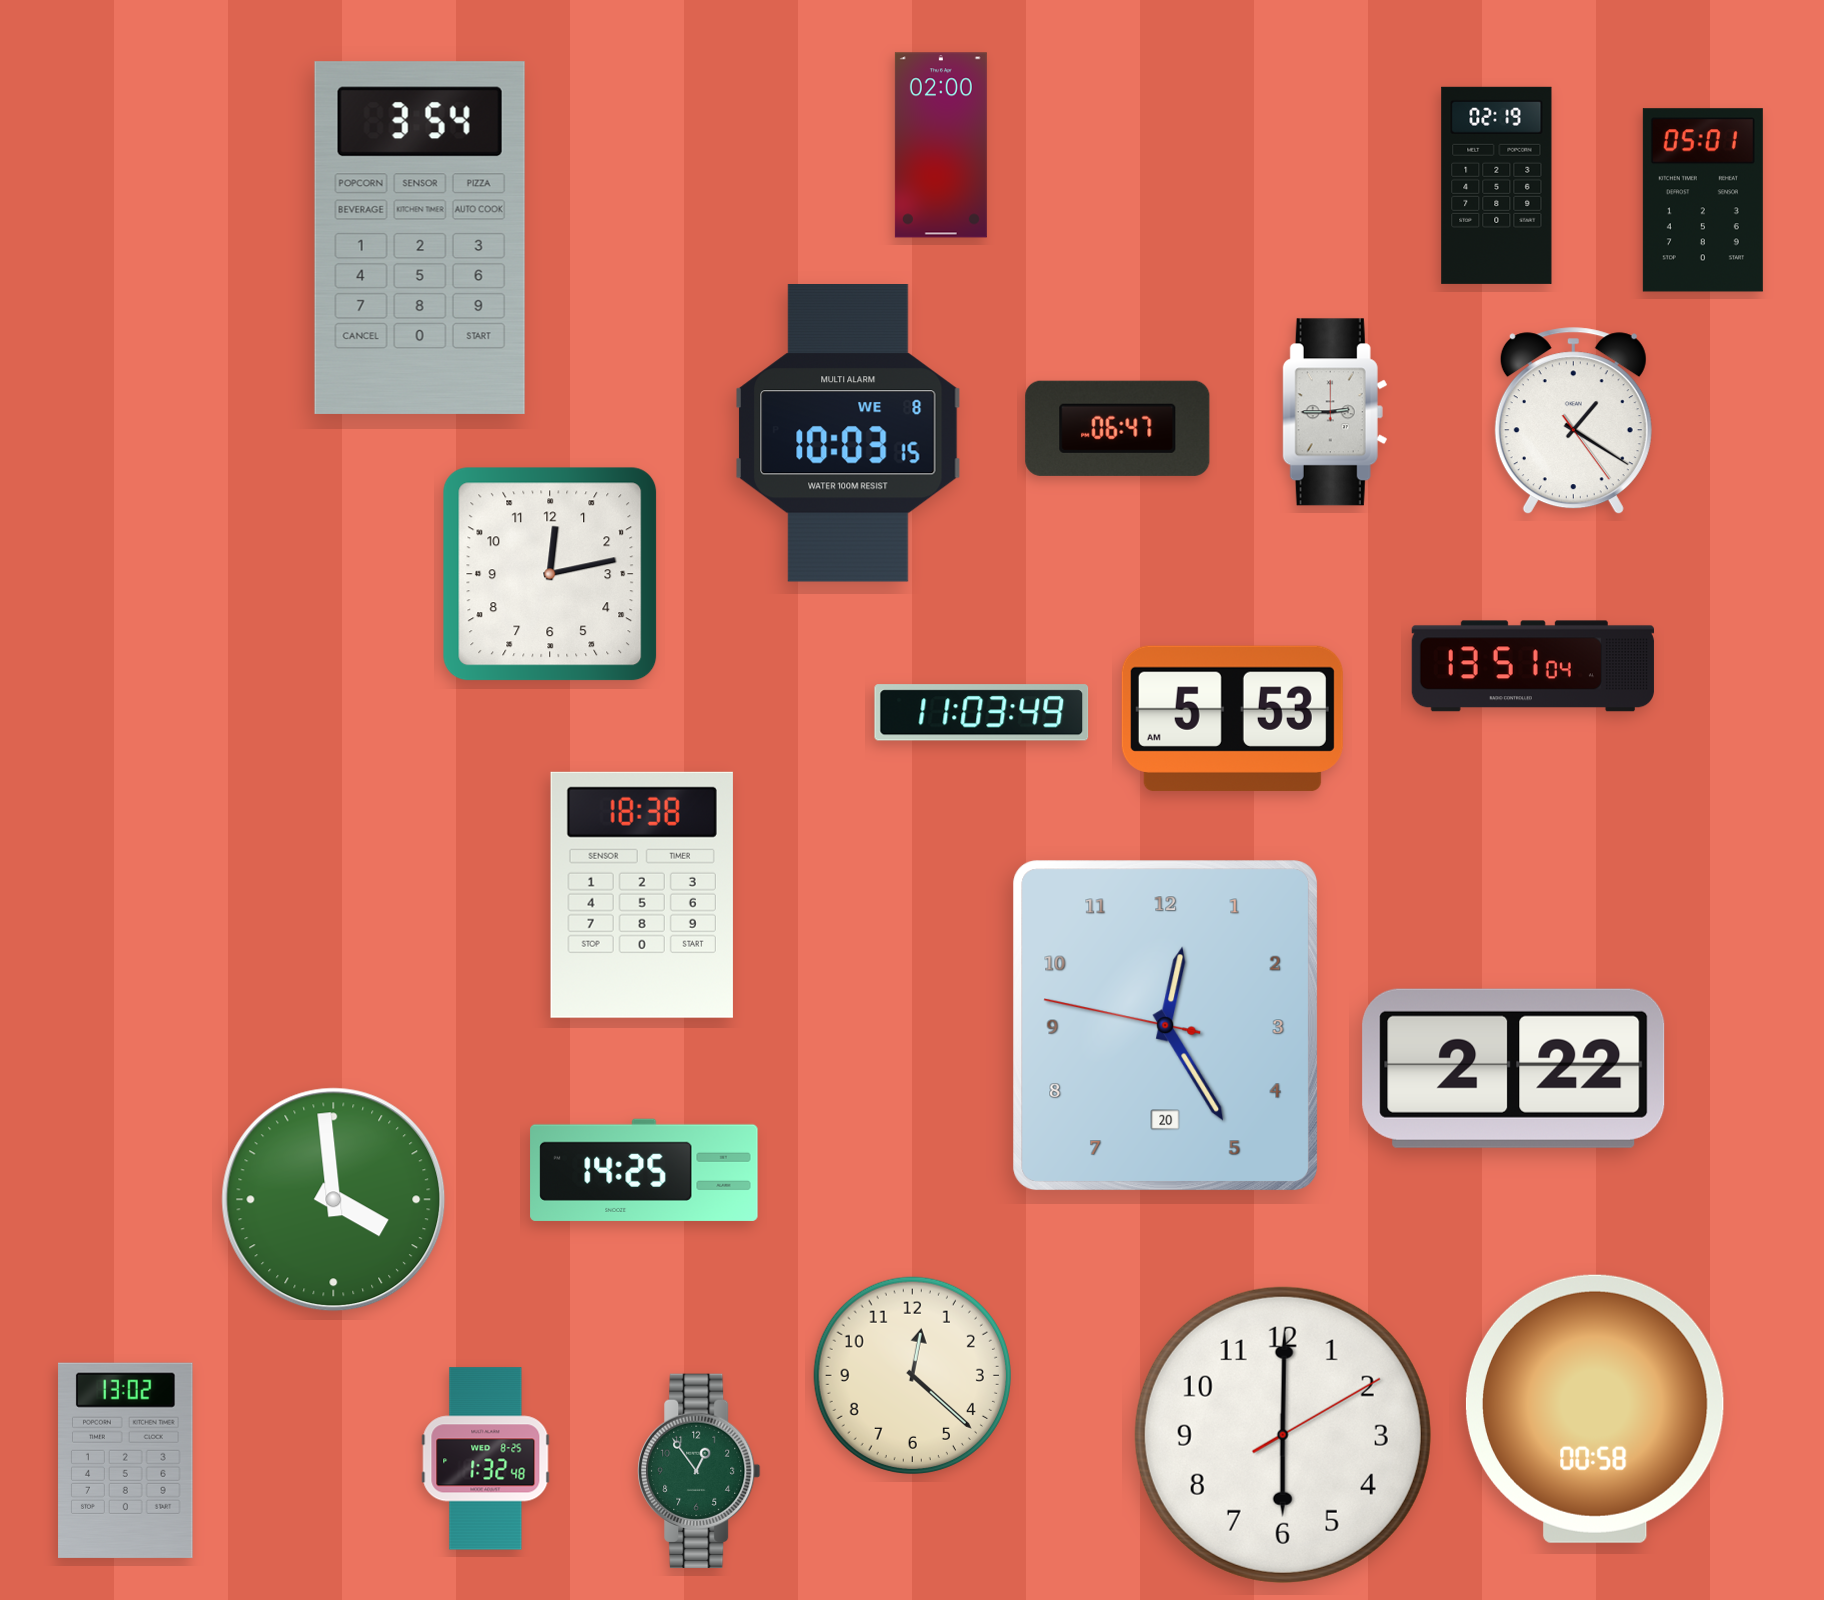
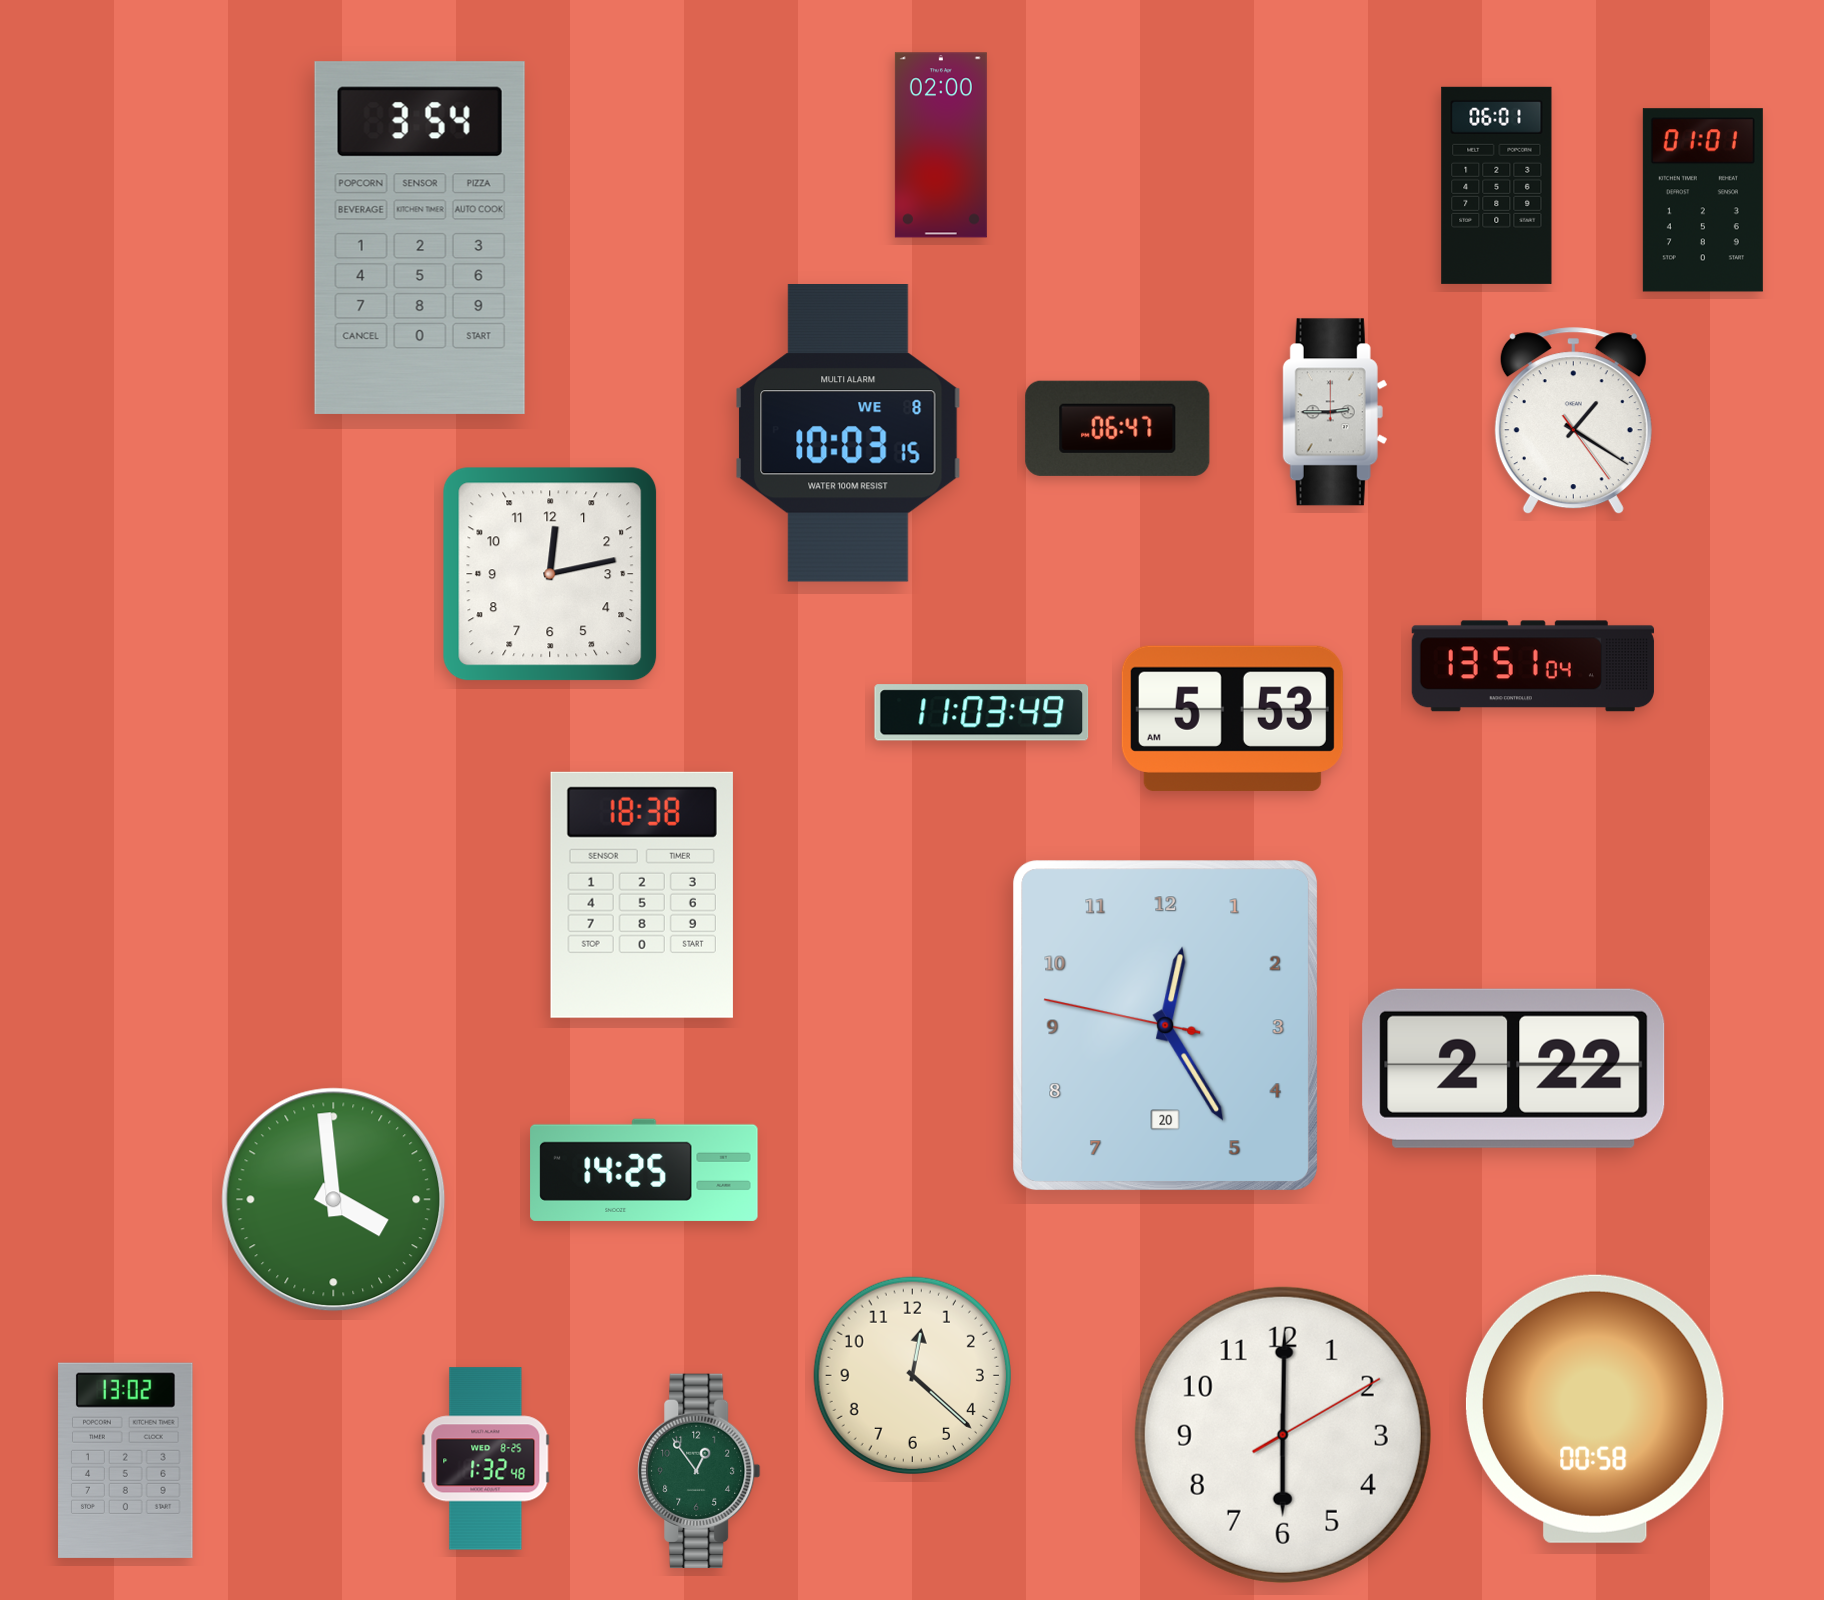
clock at (1497, 185): 02:19 -> 06:01
clock at (1703, 200): 05:01 -> 01:01
